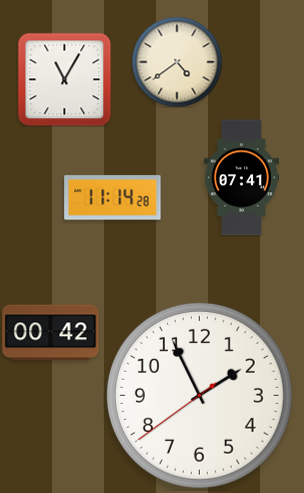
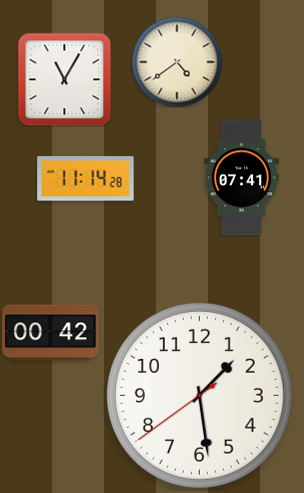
clock at (113, 198) position: (113, 198) -> (86, 179)
clock at (199, 395): 1:55 -> 1:28
